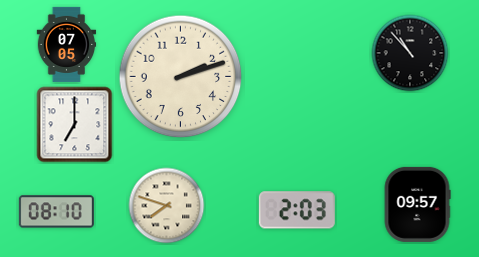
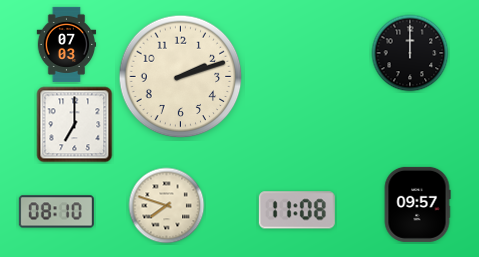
clock at (67, 44): 07:05 -> 07:03
clock at (410, 53): 10:53 -> 12:00
clock at (297, 210): 2:03 -> 11:08
